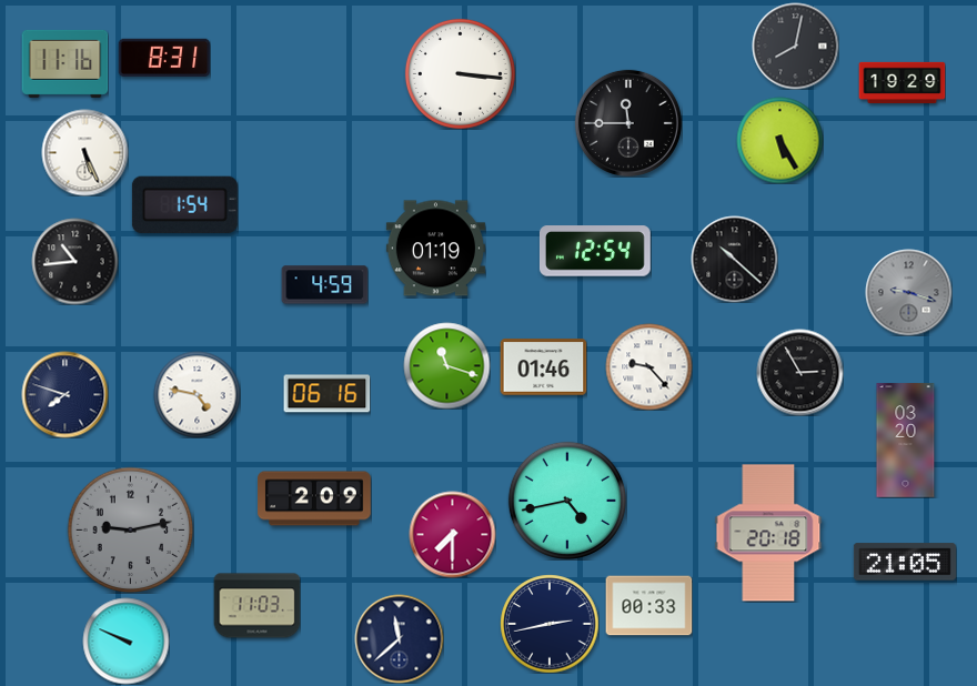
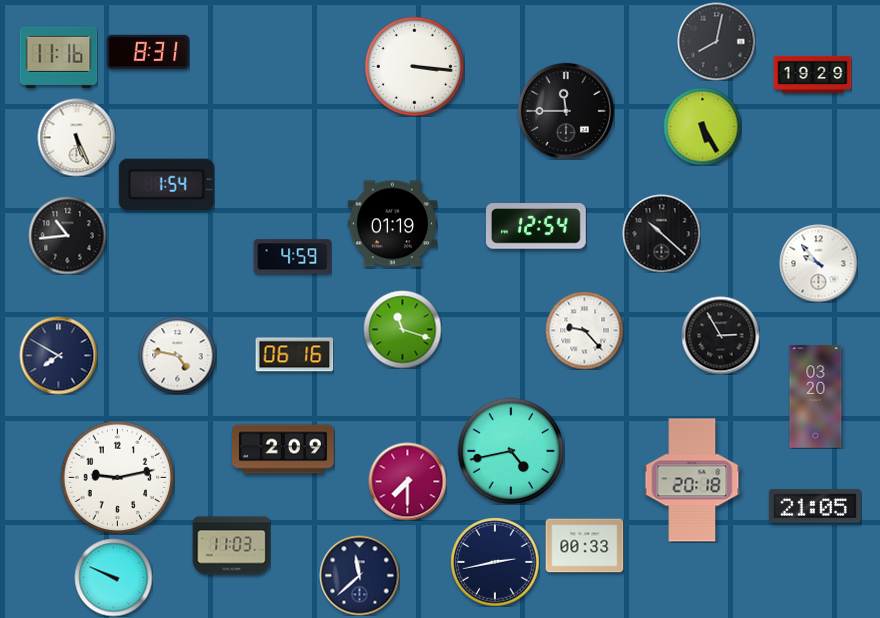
clock at (908, 292): 9:18 -> 9:53
clock at (908, 292) dial: grey -> white
clock at (543, 367): 01:46 -> none
clock at (64, 394): 7:48 -> 7:50
clock at (130, 529) dial: grey -> white
